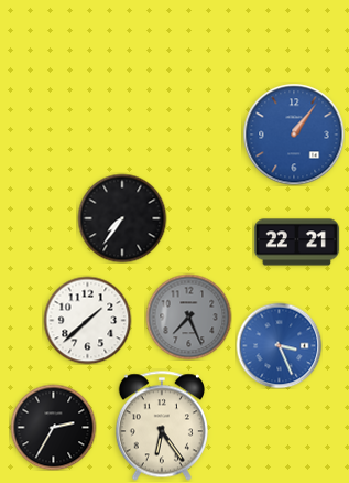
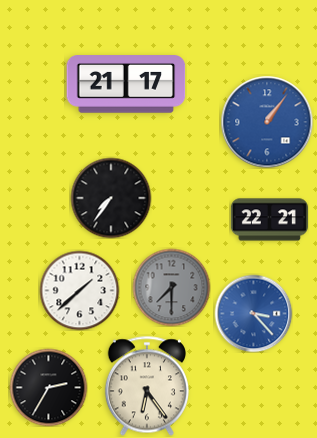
clock at (126, 84): none -> 21:17
clock at (188, 316): 7:26 -> 7:30
clock at (279, 345): 3:26 -> 3:23
